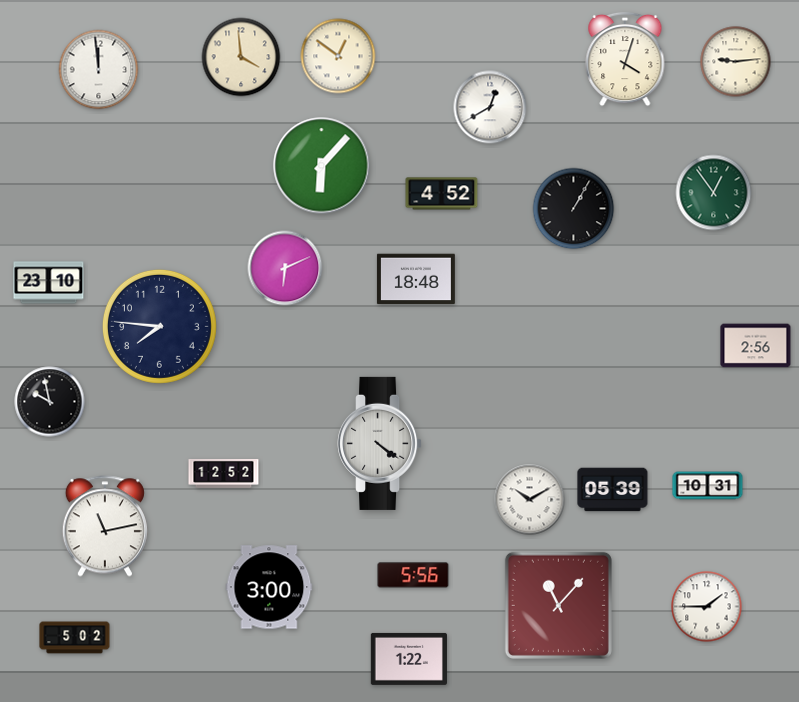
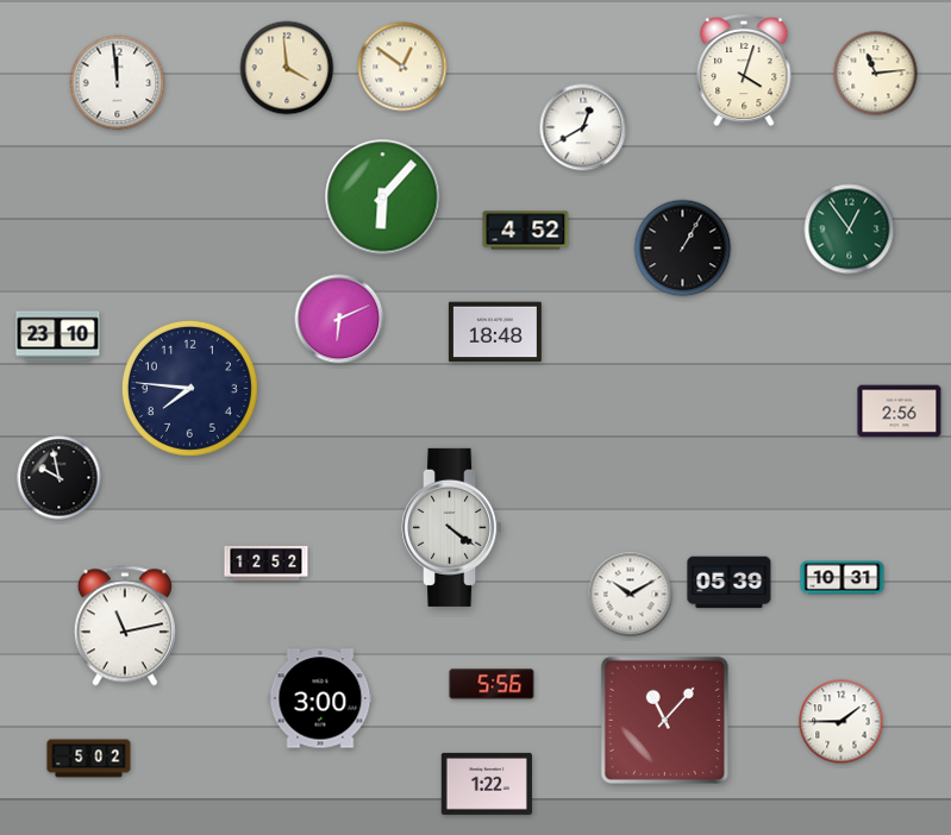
clock at (736, 62): 9:14 -> 11:14
